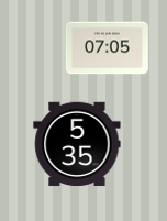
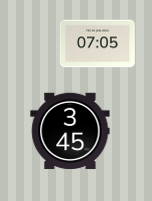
clock at (77, 144): 5:35 -> 3:45
